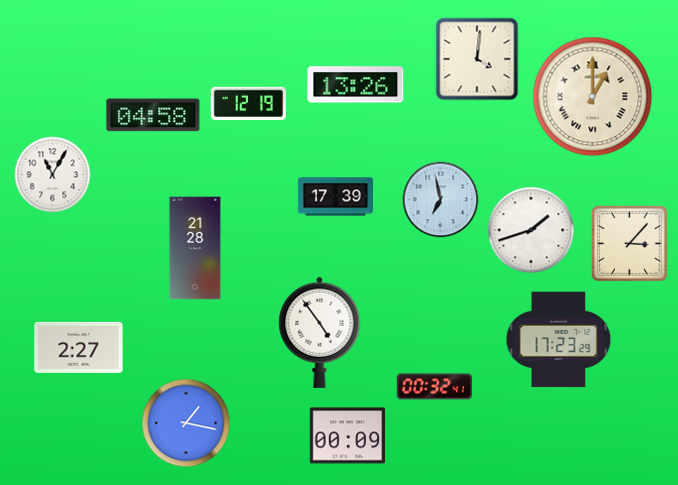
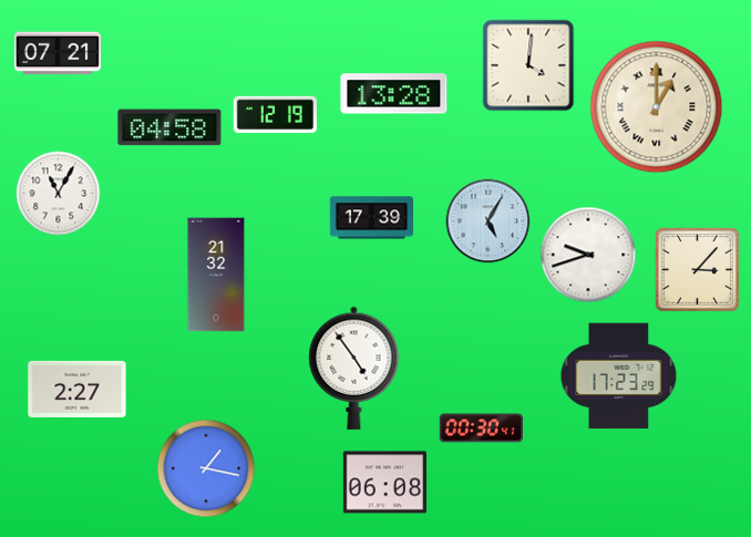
clock at (58, 53): none -> 07:21
clock at (356, 85): 13:26 -> 13:28
clock at (441, 200): 6:58 -> 5:05
clock at (531, 230): 1:42 -> 9:42
clock at (195, 248): 21:28 -> 21:32
clock at (79, 347) position: (79, 347) -> (78, 389)
clock at (434, 387): 00:32 -> 00:30
clock at (347, 436): 00:09 -> 06:08
